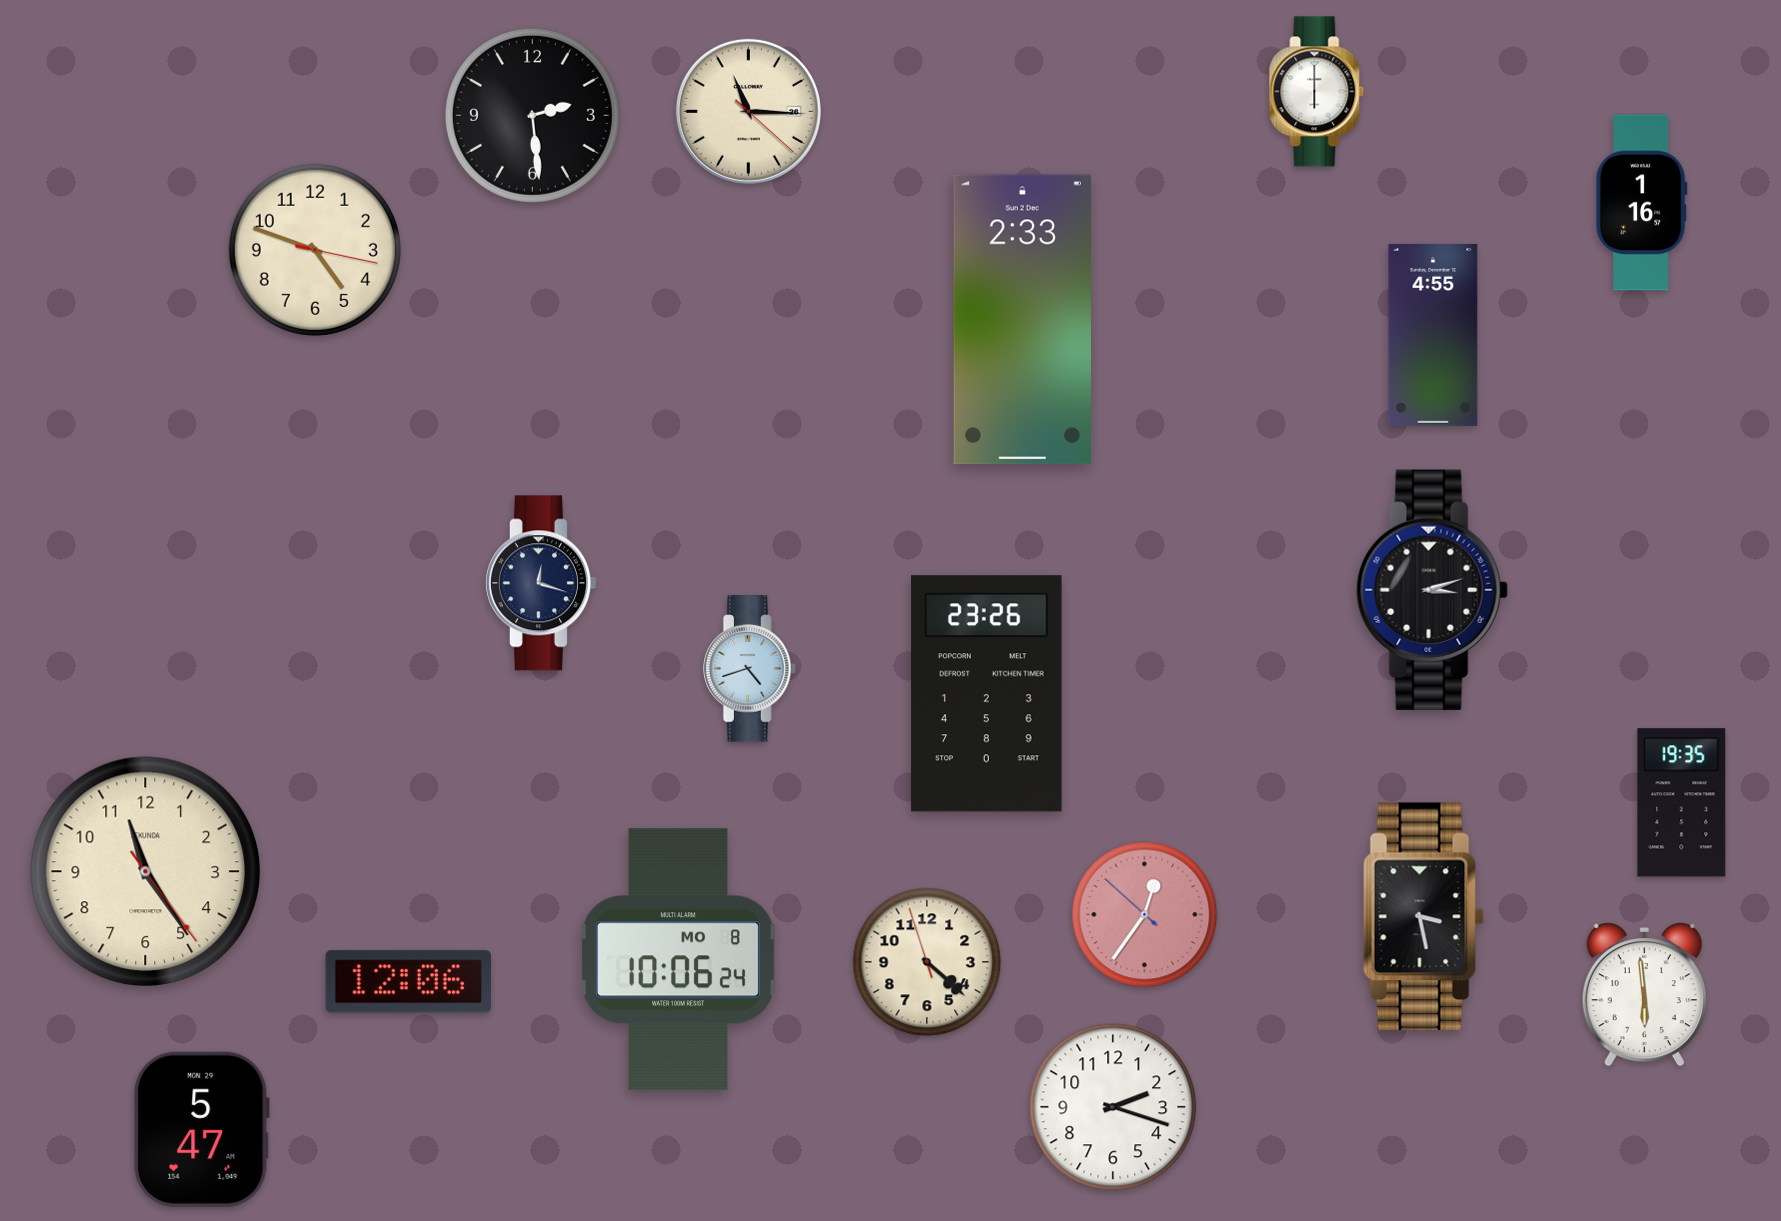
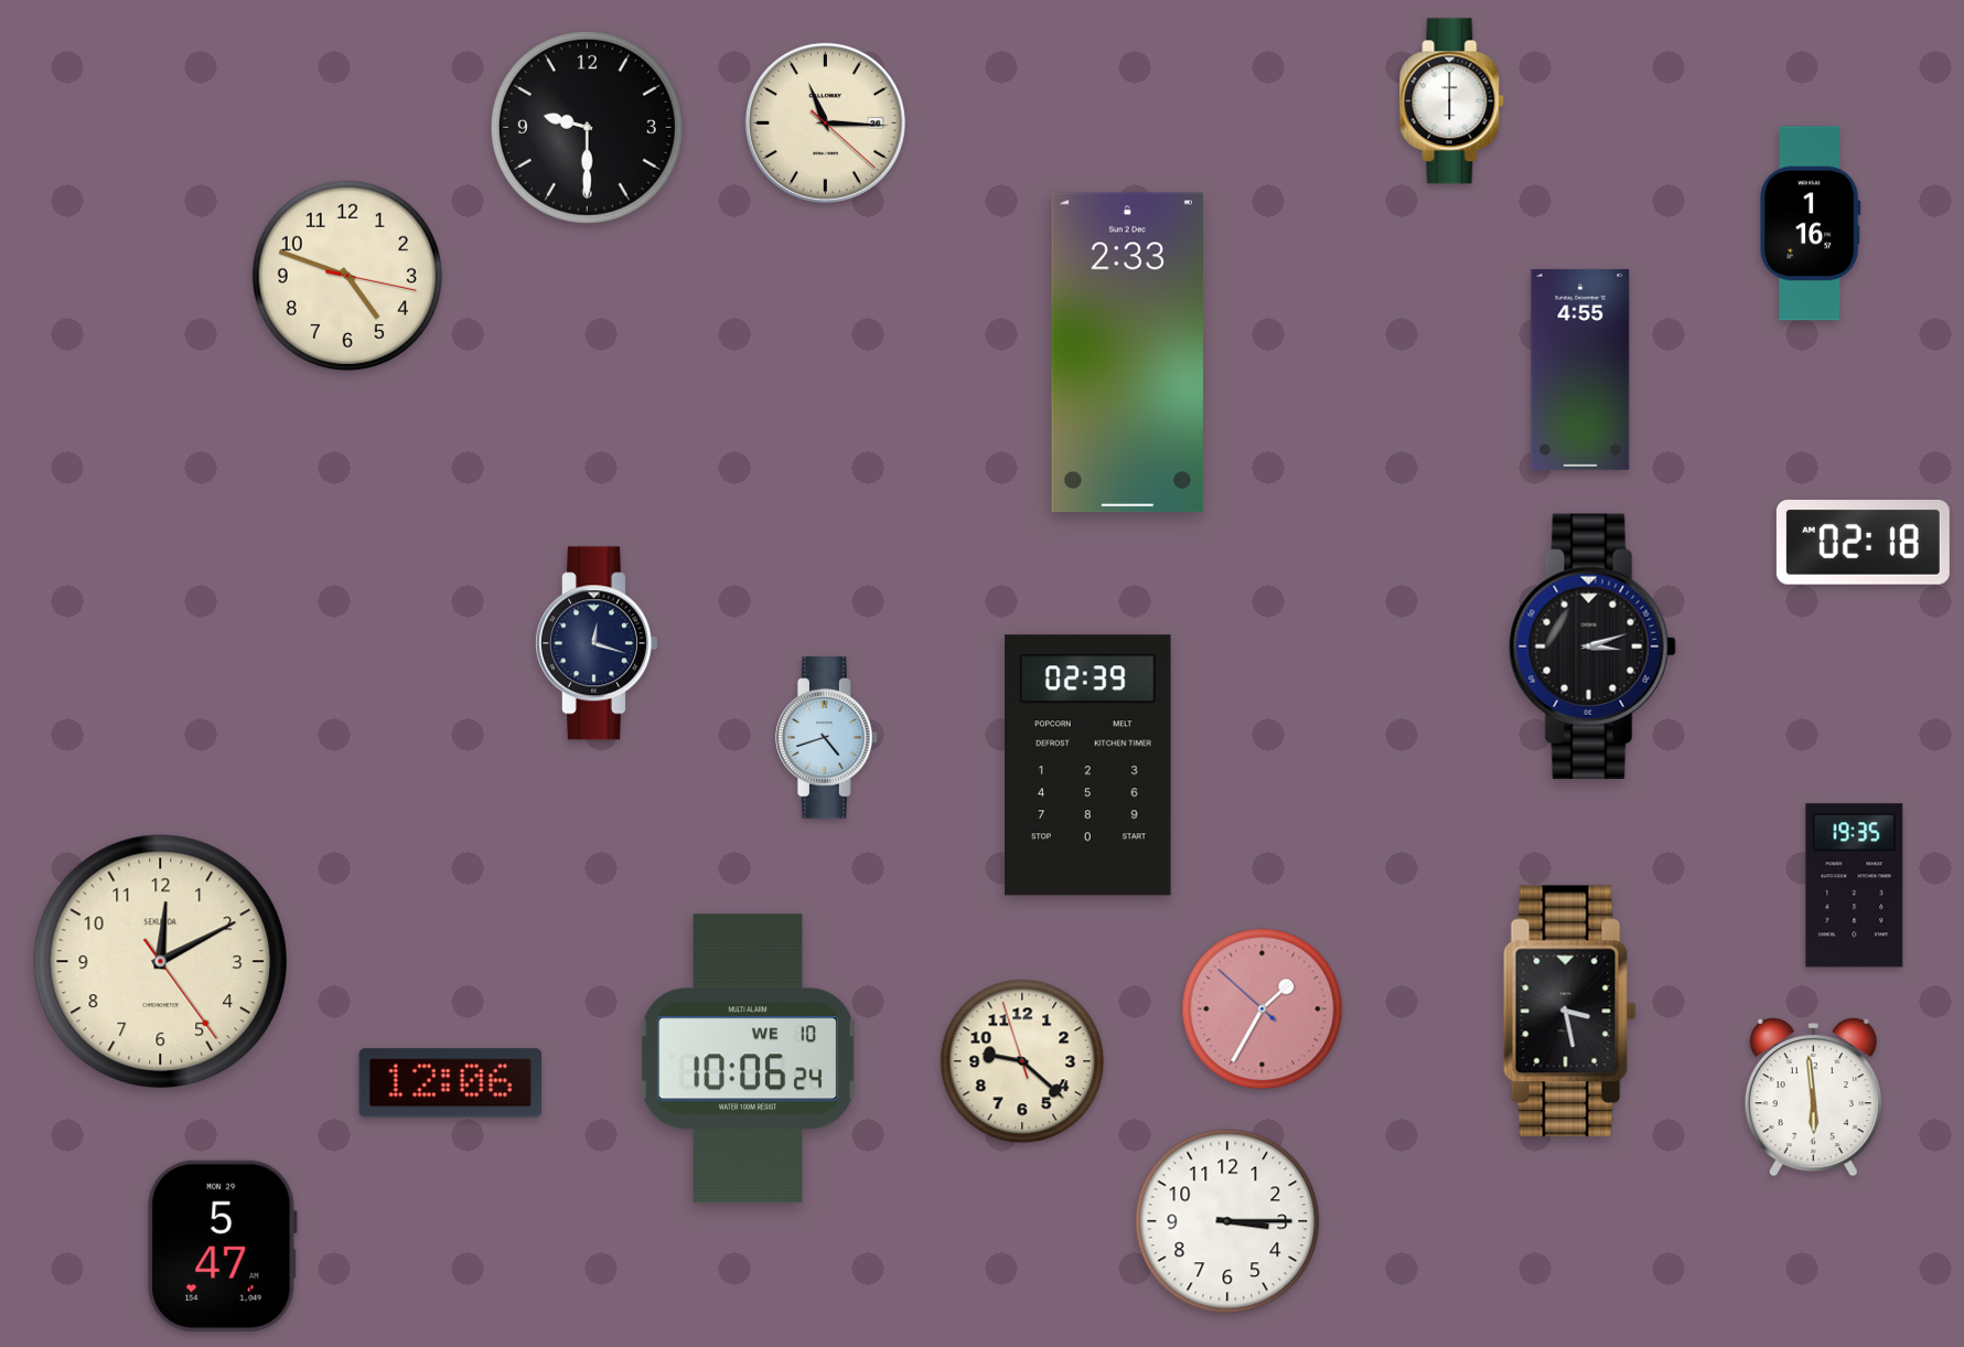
clock at (532, 115): 2:29 -> 9:30
clock at (1863, 543): none -> 02:18
clock at (1432, 589) position: (1432, 589) -> (1592, 645)
clock at (987, 694): 23:26 -> 02:39
clock at (146, 872): 11:24 -> 12:10
clock at (1145, 915): 12:35 -> 1:34
clock at (679, 960) date: MO 8 -> WE 10
clock at (927, 962): 4:21 -> 9:21
clock at (1113, 1107): 2:18 -> 3:15
